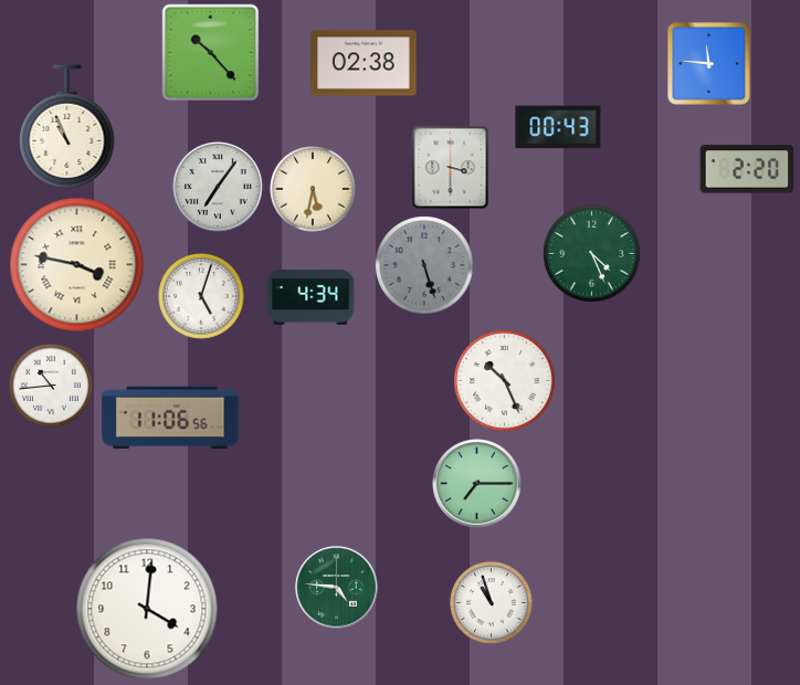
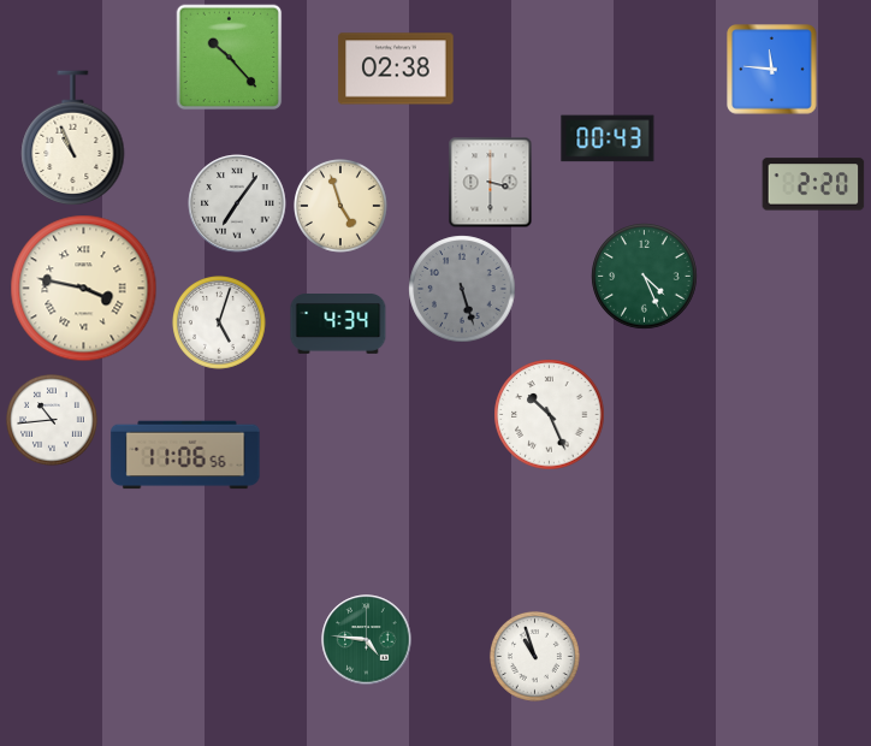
clock at (314, 190): 5:32 -> 4:57
clock at (52, 387) position: (52, 387) -> (53, 421)
clock at (477, 484): 7:15 -> none
clock at (147, 609): 4:01 -> none
